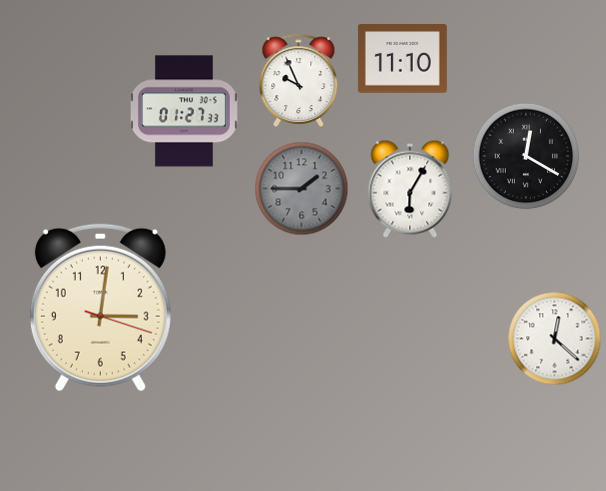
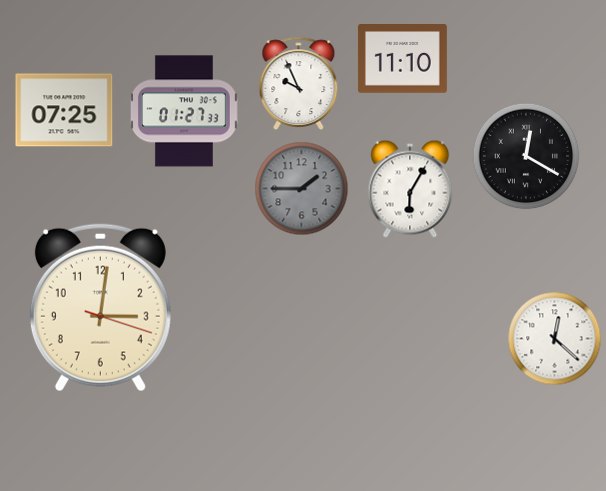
clock at (299, 80) position: (299, 80) -> (299, 83)
clock at (64, 110): none -> 07:25
